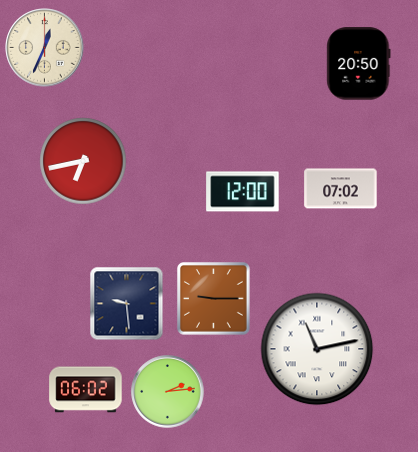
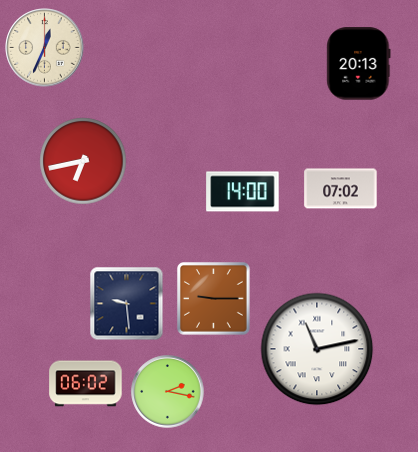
clock at (359, 64): 20:50 -> 20:13
clock at (243, 192): 12:00 -> 14:00
clock at (86, 390) position: (86, 390) -> (86, 384)
clock at (168, 392): 2:14 -> 2:17
